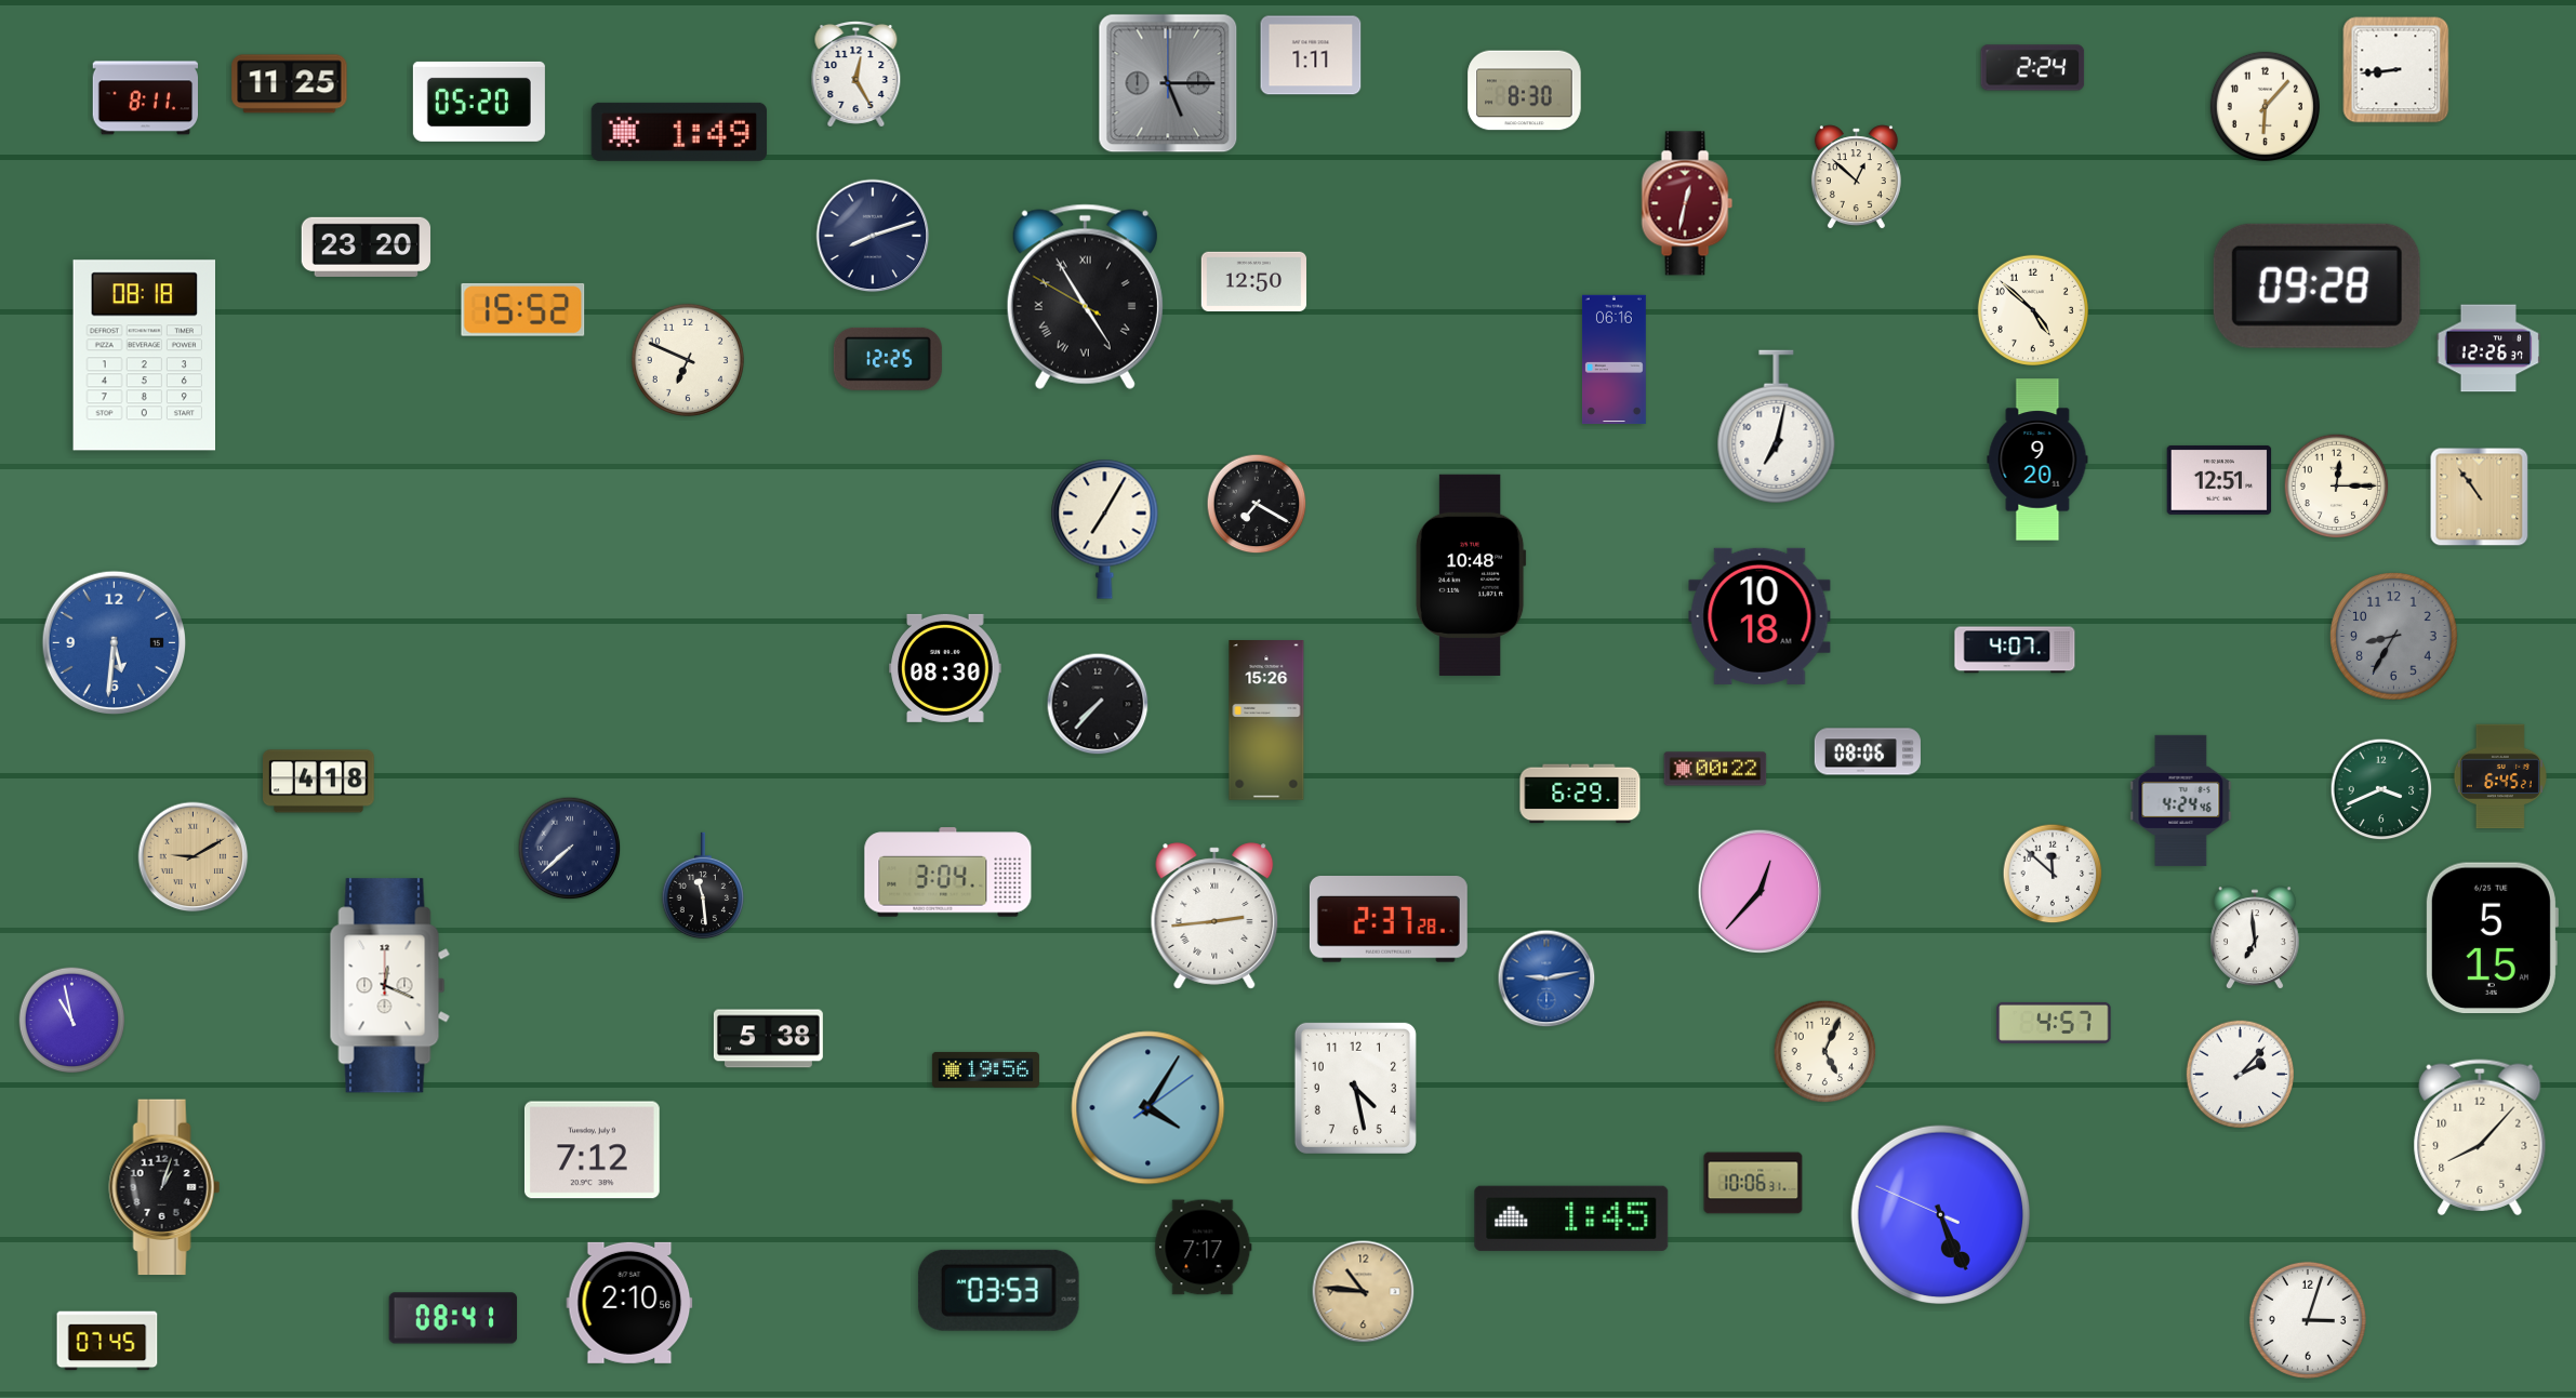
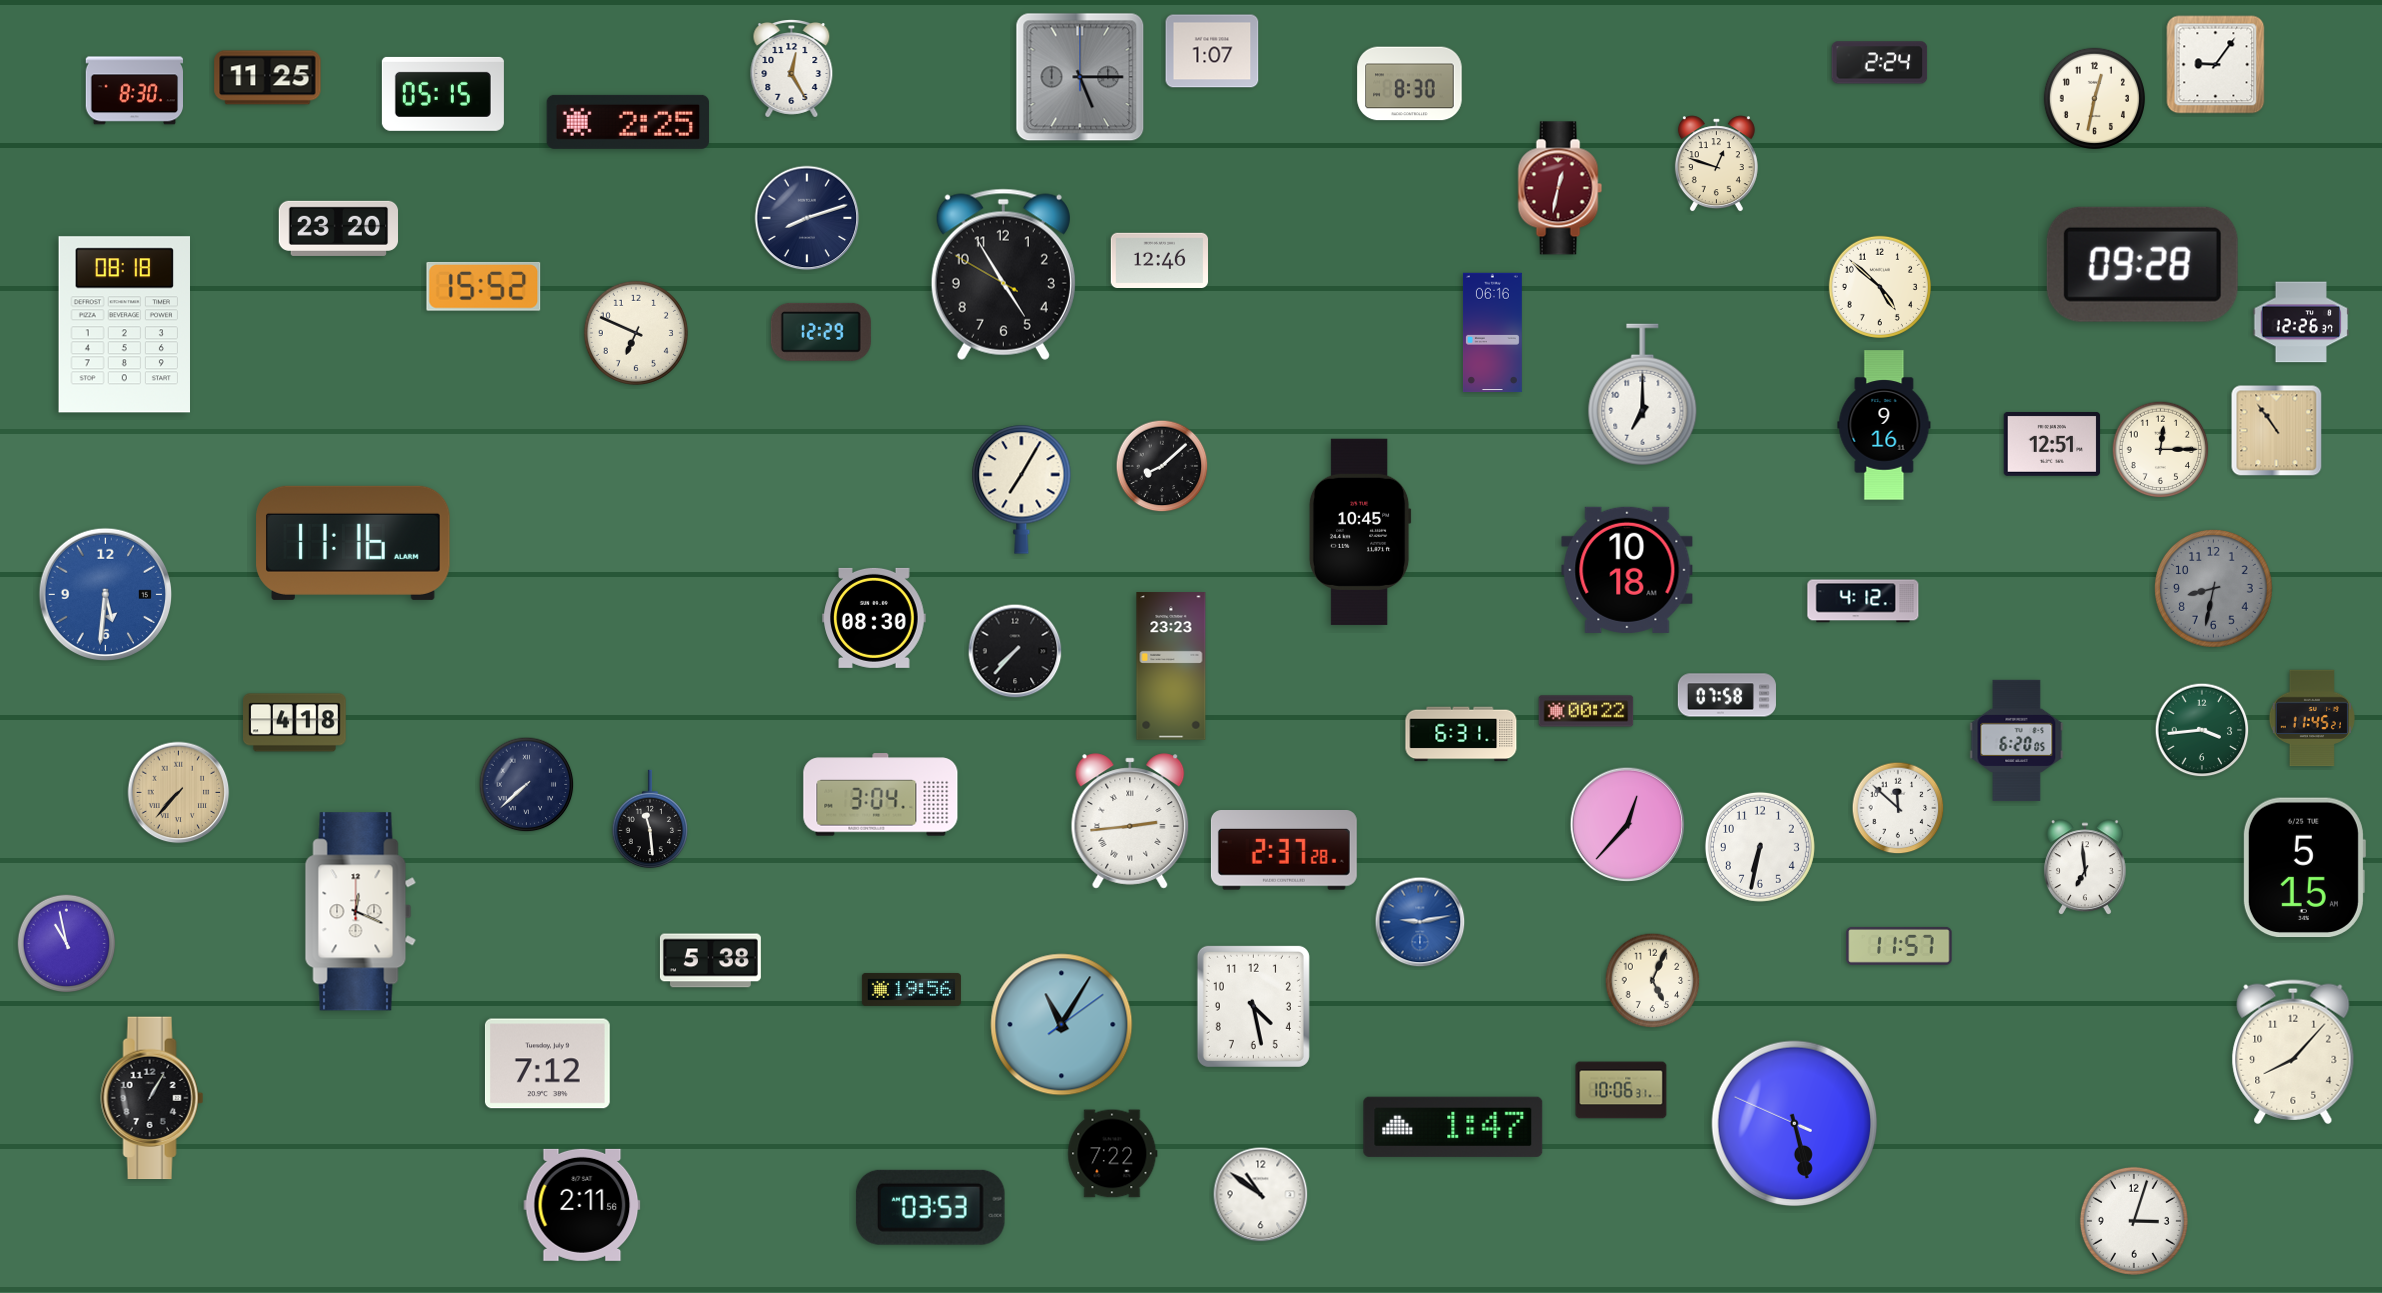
clock at (1311, 55): 1:11 -> 1:07
clock at (2396, 70): 8:44 -> 9:06
clock at (145, 98): 8:11 -> 8:30
clock at (479, 102): 05:20 -> 05:15
clock at (2265, 106): 6:07 -> 12:32
clock at (679, 132): 1:49 -> 2:25
clock at (1856, 177): 12:52 -> 12:48
clock at (1254, 282): 12:50 -> 12:46
clock at (1085, 296) numerals: Roman -> Arabic
clock at (145, 356) position: (145, 356) -> (125, 325)
clock at (888, 359): 12:25 -> 12:29
clock at (1777, 427): 7:02 -> 7:00
clock at (2037, 460): 9:20 -> 9:16
clock at (2480, 497) position: (2480, 497) -> (2277, 431)
clock at (1257, 504): 7:20 -> 8:08
clock at (1471, 575): 10:48 -> 10:45
clock at (353, 543): none -> 11:16
clock at (2394, 637): 8:35 -> 8:32
clock at (2015, 650): 4:07 -> 4:12
clock at (1266, 720): 15:26 -> 23:23
clock at (1868, 751): 08:06 -> 07:58
clock at (2500, 776): 6:45 -> 11:45
clock at (2381, 789): 3:41 -> 3:44
clock at (1580, 794): 6:29 -> 6:31
clock at (2181, 800): 4:24 -> 6:20
clock at (194, 857): 9:10 -> 7:37
clock at (948, 873) position: (948, 873) -> (881, 795)
clock at (1214, 916) position: (1214, 916) -> (1130, 821)
clock at (1760, 847): none -> 6:32
clock at (1546, 978) position: (1546, 978) -> (1420, 922)
clock at (2054, 1023): 4:57 -> 11:57
clock at (1825, 1052) position: (1825, 1052) -> (1653, 981)
clock at (2241, 1075): 2:07 -> none
clock at (1148, 1108): 4:05 -> 11:05
clock at (1753, 1183) position: (1753, 1183) -> (1621, 1090)
clock at (164, 1187): 1:03 -> 1:05
clock at (1941, 1215): 5:25 -> 5:27
clock at (1571, 1219): 1:45 -> 1:47
clock at (1204, 1248): 7:17 -> 7:22
clock at (998, 1290) position: (998, 1290) -> (930, 1207)
clock at (1364, 1292): 10:46 -> 10:51
clock at (1364, 1292) dial: champagne -> white
clock at (629, 1303): 2:10 -> 2:11
clock at (453, 1318): 08:41 -> none
clock at (107, 1341): 07:45 -> none
